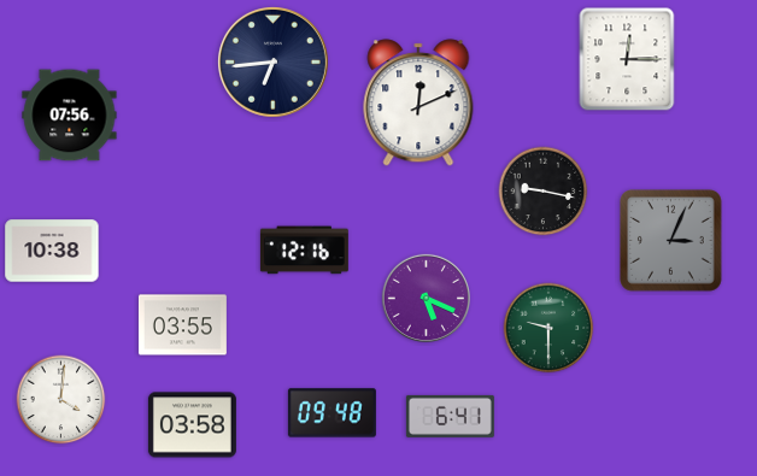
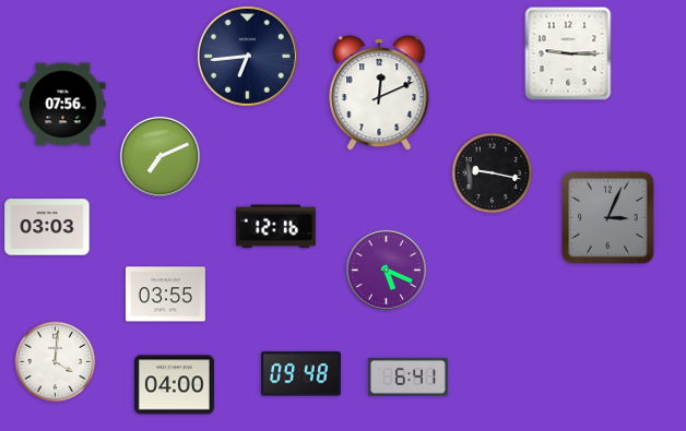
clock at (627, 59): 12:15 -> 9:15
clock at (159, 156): none -> 7:11
clock at (52, 251): 10:38 -> 03:03
clock at (548, 328): 9:30 -> none
clock at (192, 425): 03:58 -> 04:00
